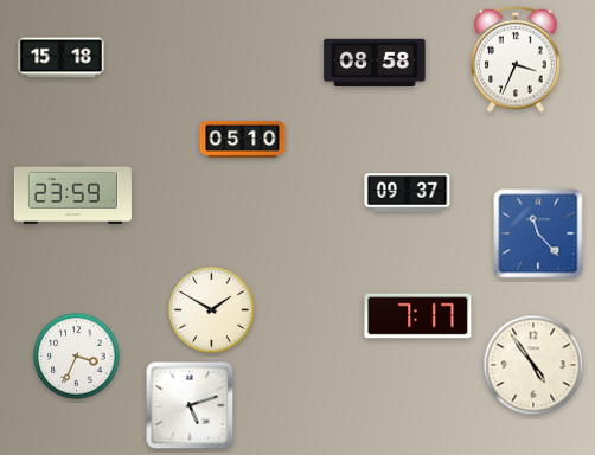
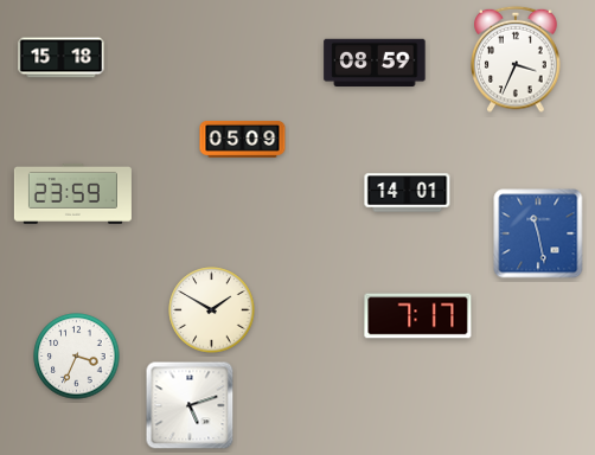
clock at (375, 62): 08:58 -> 08:59
clock at (243, 139): 05:10 -> 05:09
clock at (408, 193): 09:37 -> 14:01
clock at (538, 233): 11:23 -> 11:28
clock at (533, 365): 4:54 -> none
